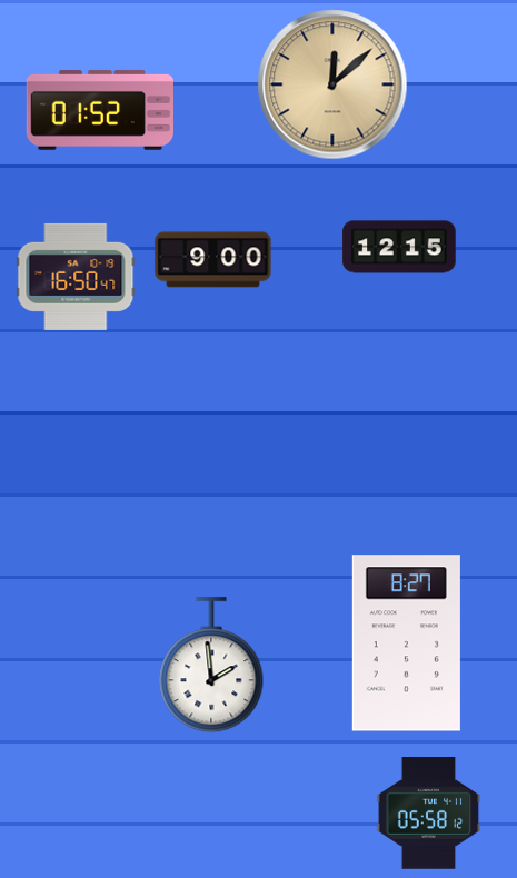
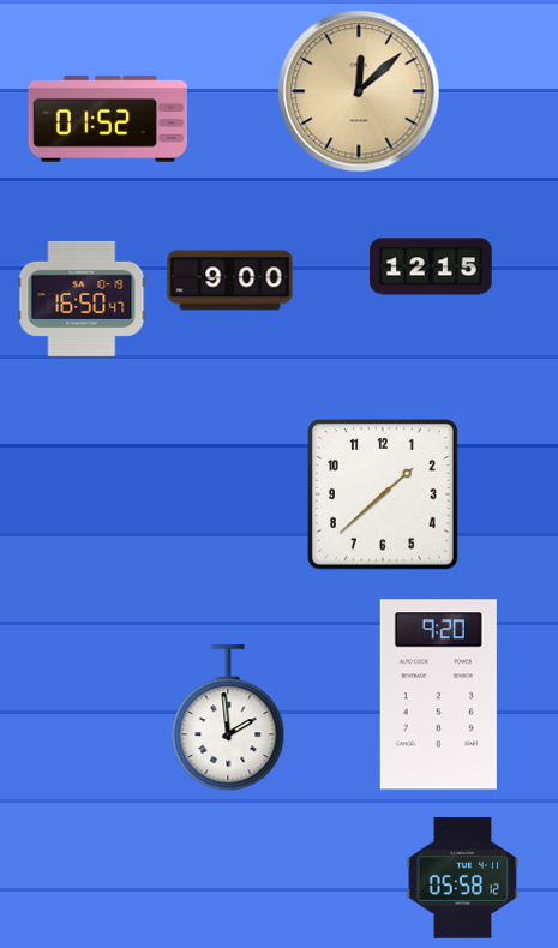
clock at (384, 496): none -> 1:38
clock at (406, 643): 8:27 -> 9:20
